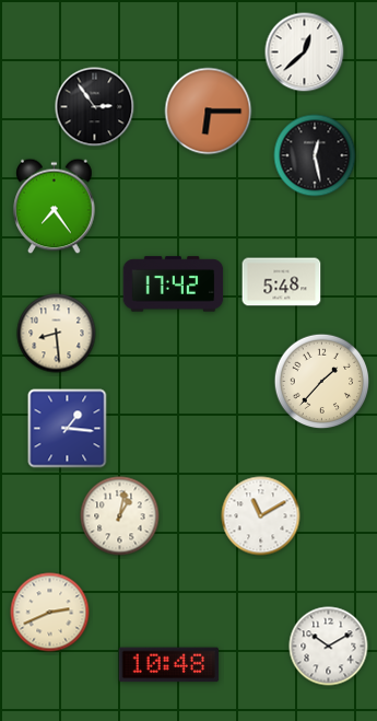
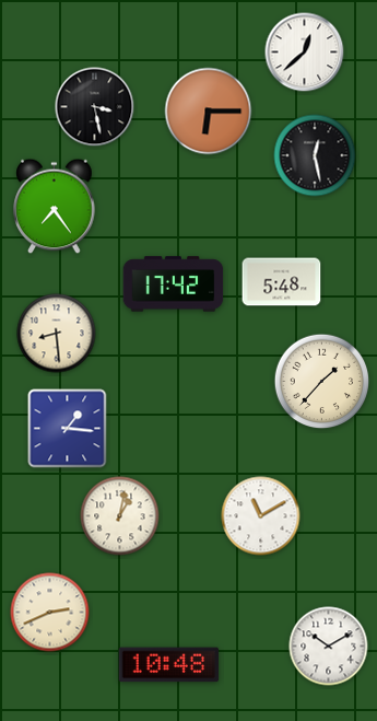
clock at (95, 107): 2:54 -> 3:28
